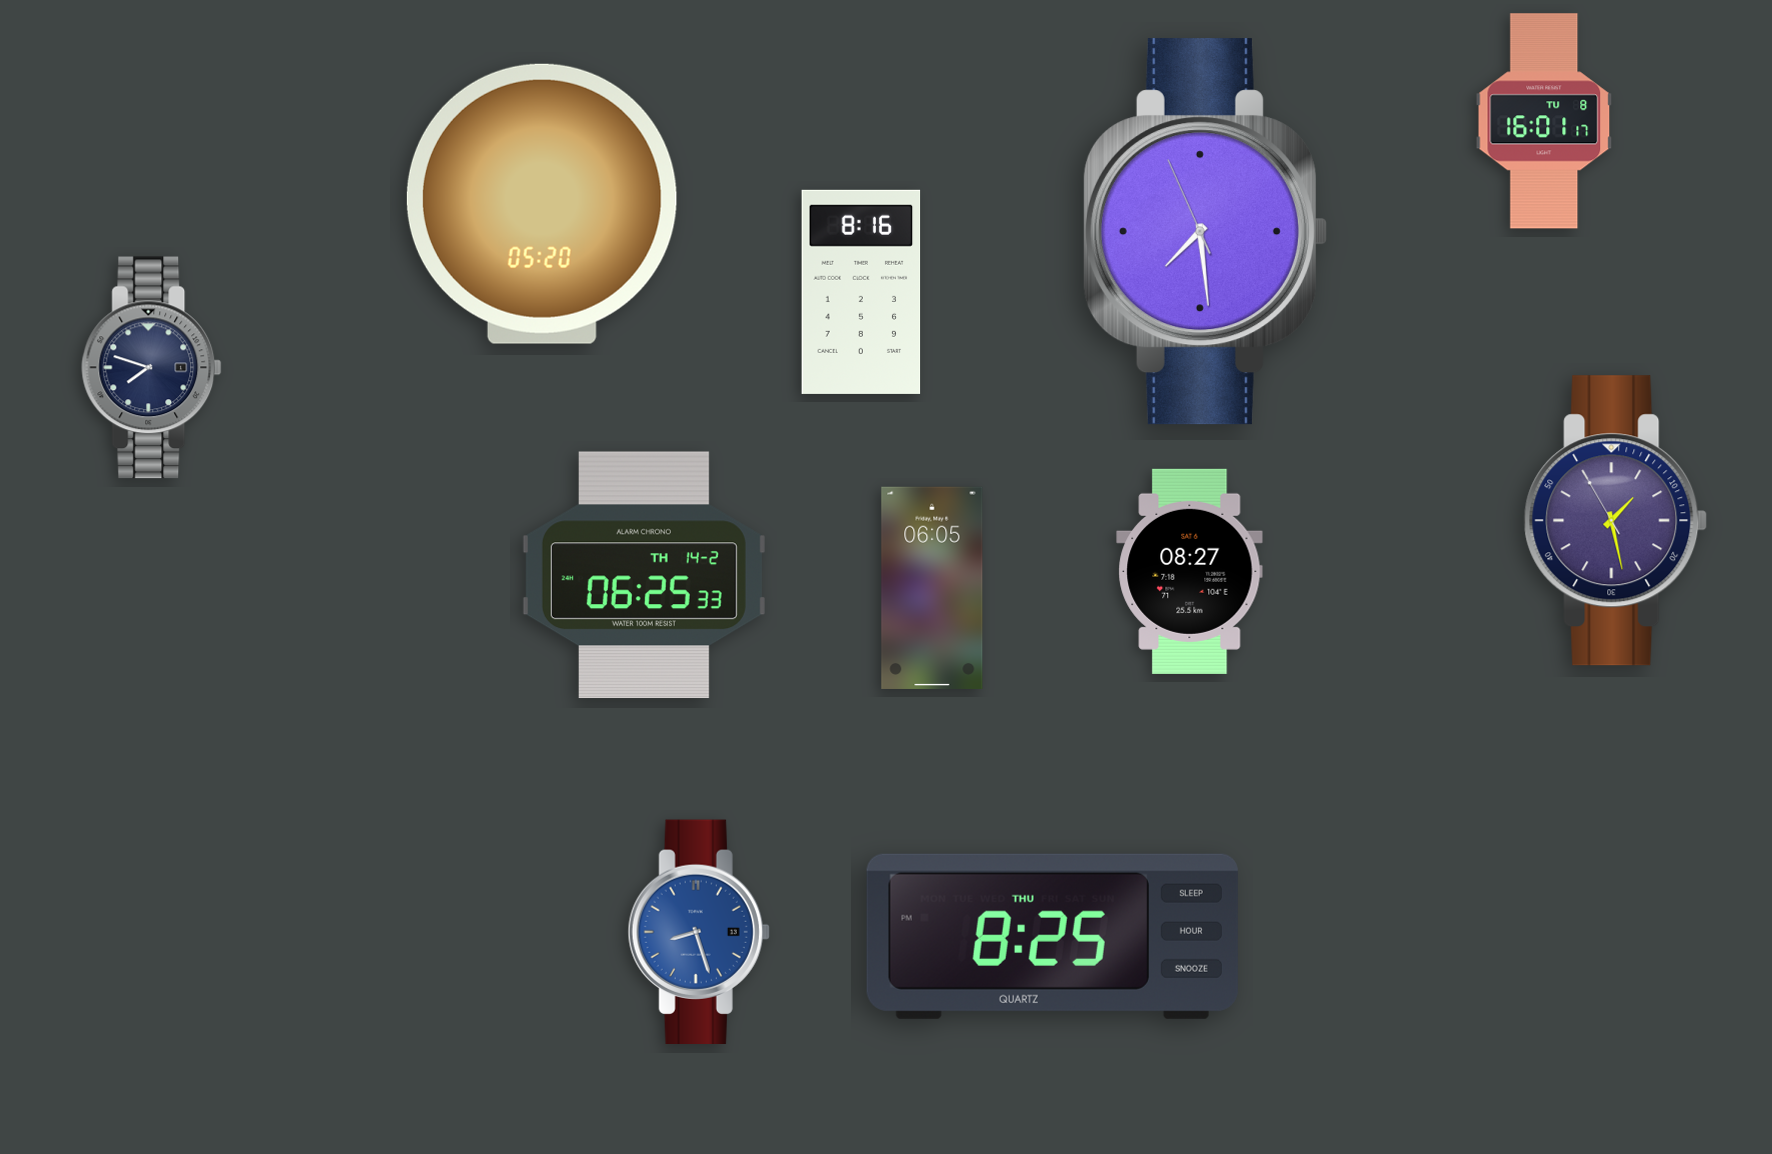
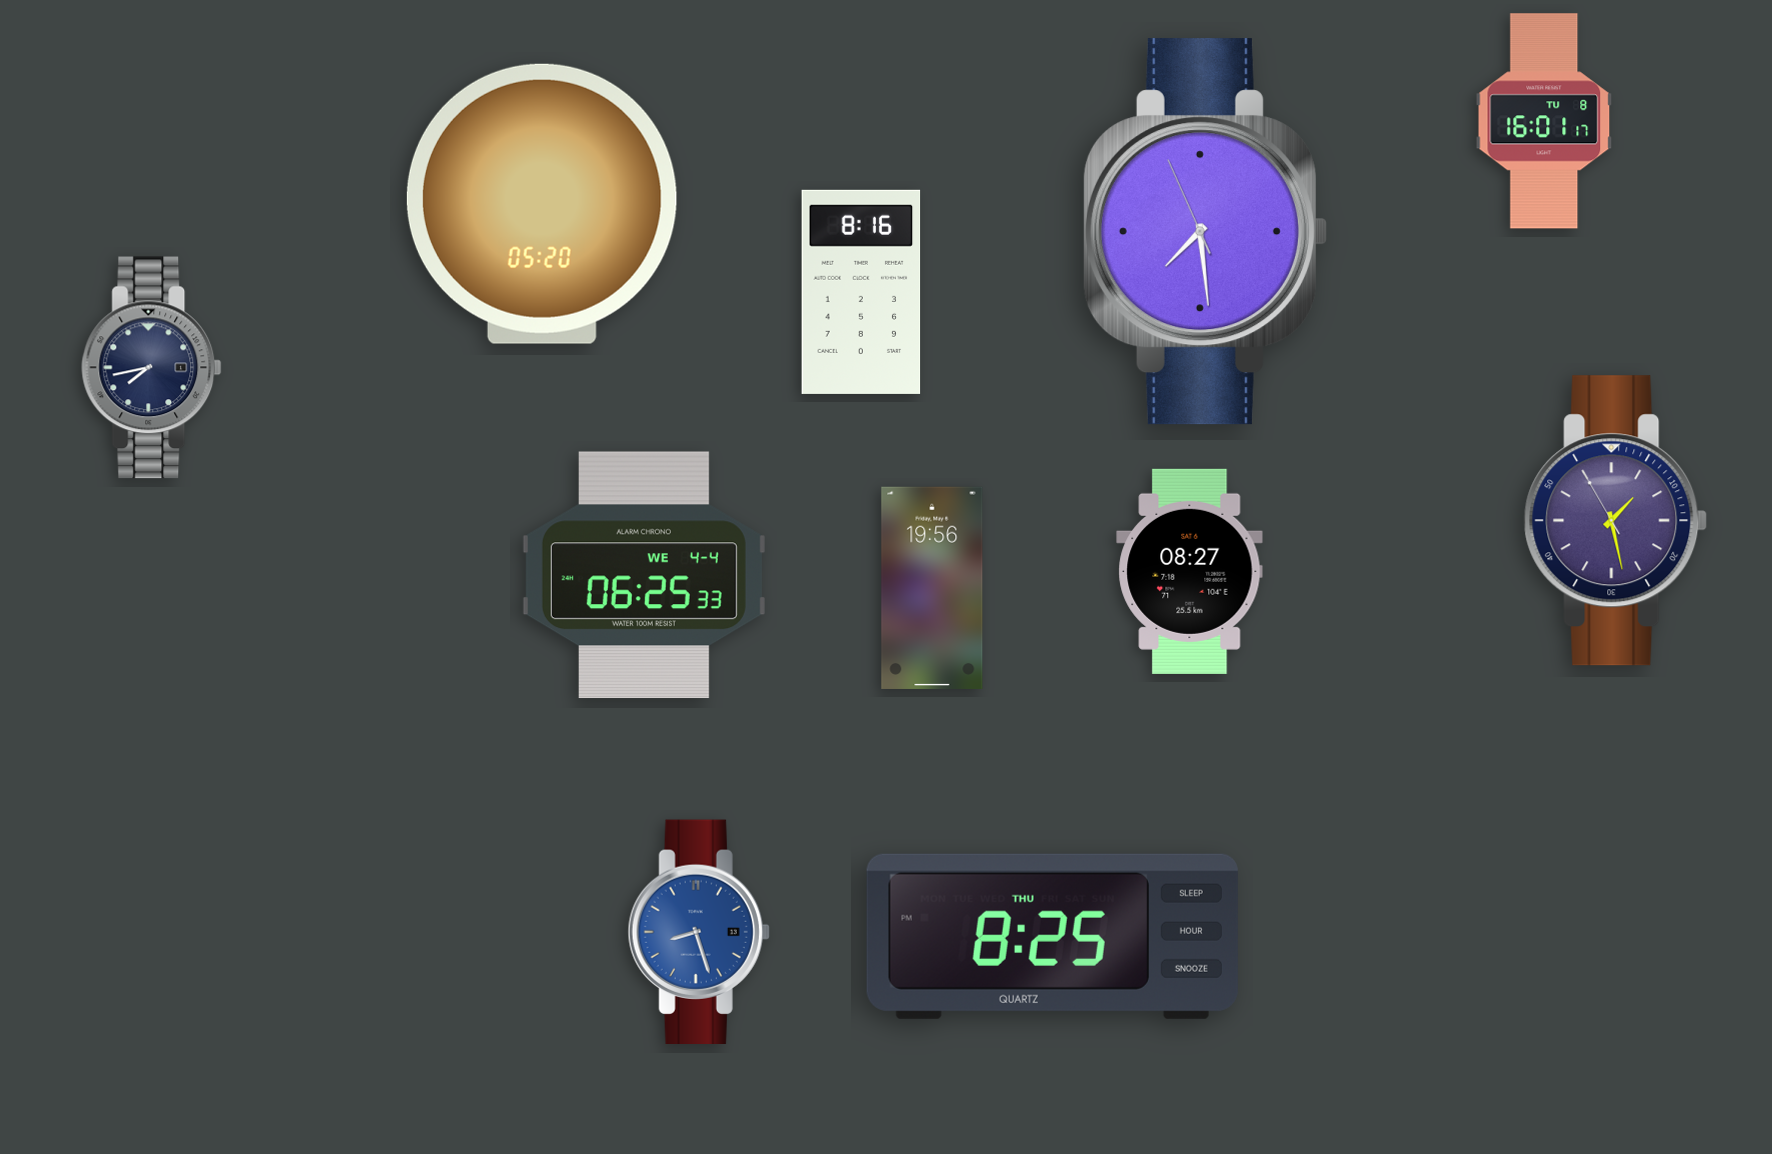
clock at (152, 368): 7:48 -> 7:43
clock at (644, 575) date: TH 14-2 -> WE 4-4
clock at (932, 588): 06:05 -> 19:56
